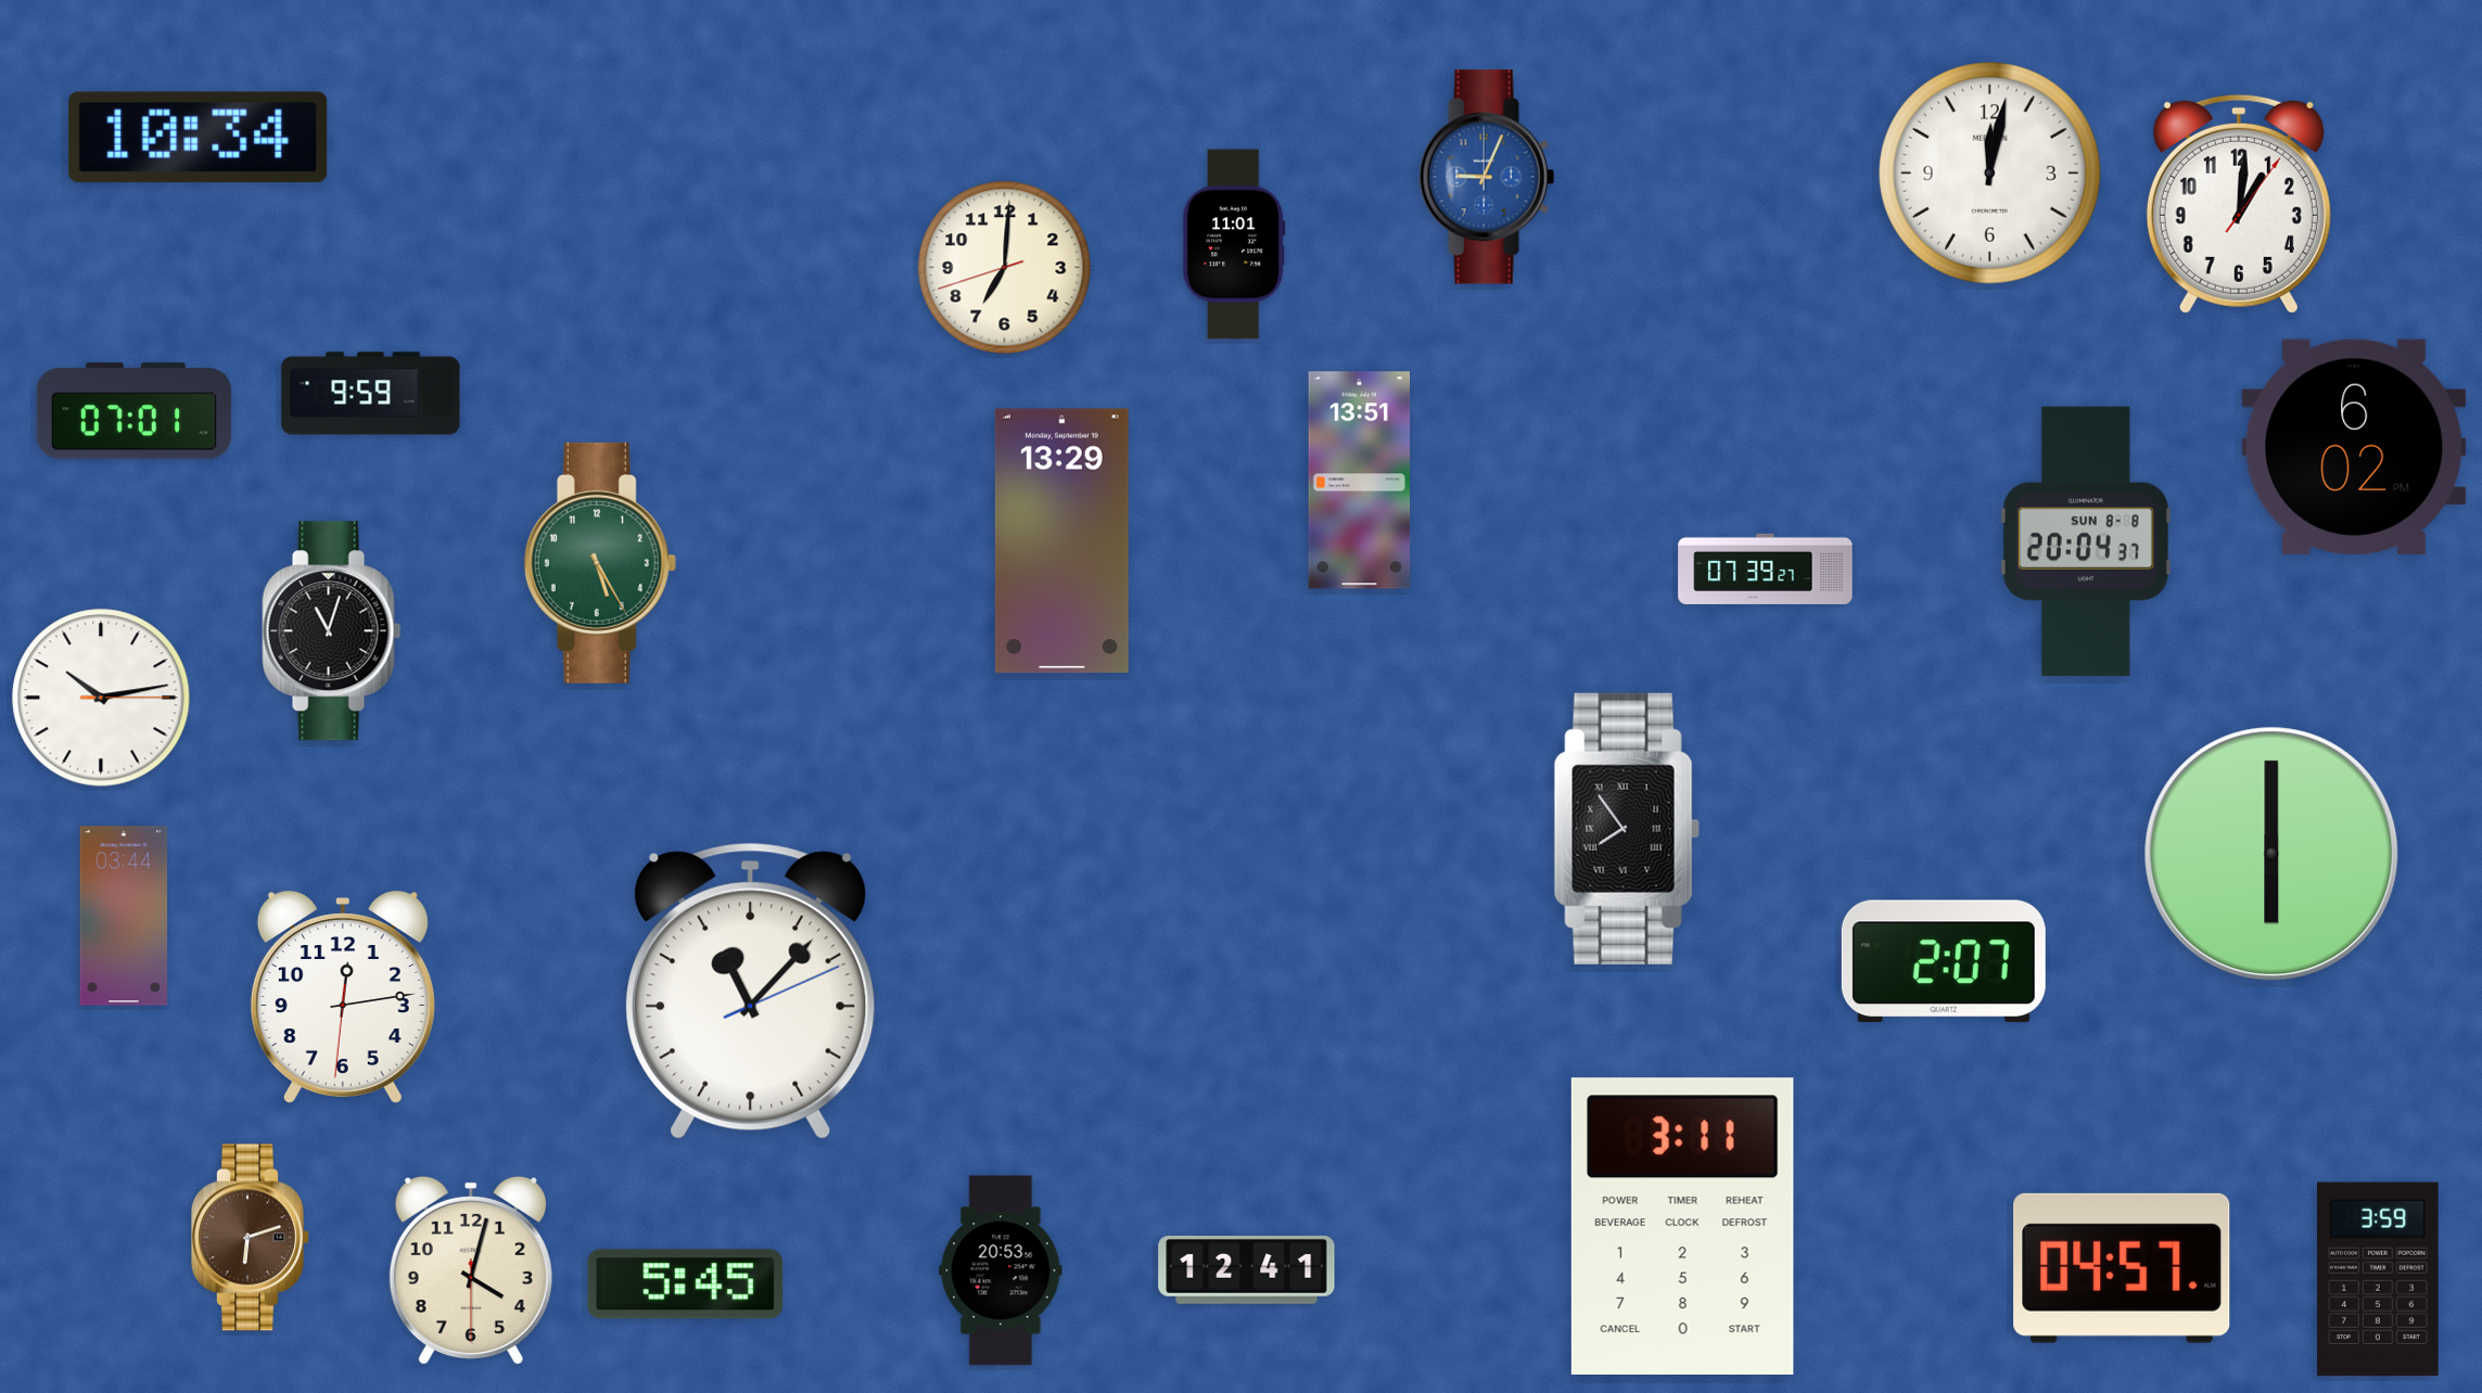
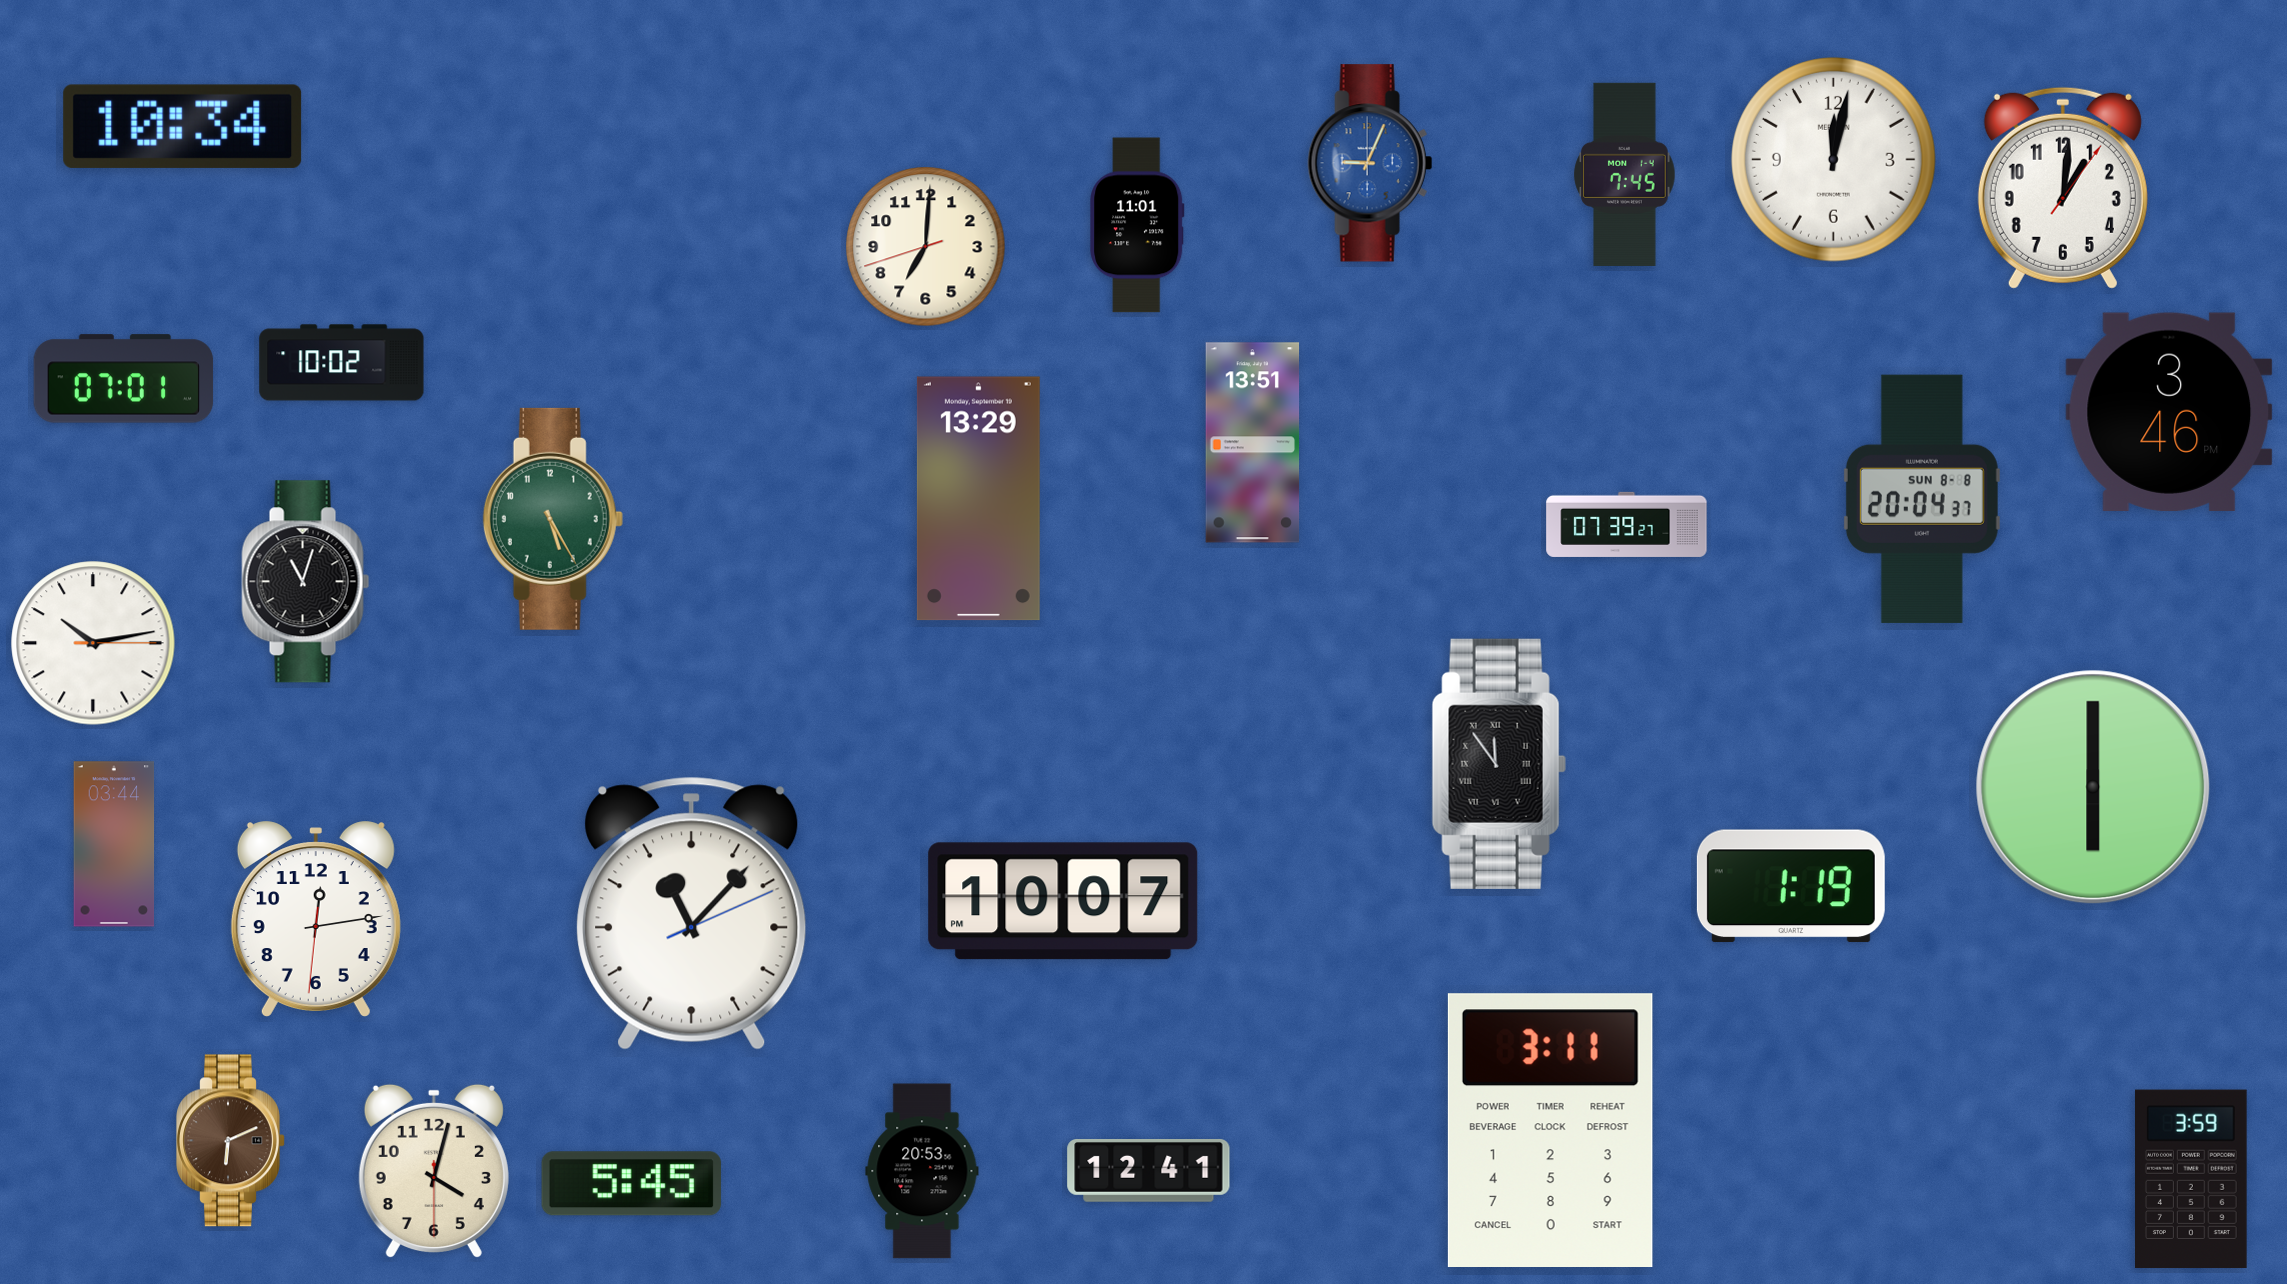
clock at (1625, 174): none -> 7:45
clock at (371, 394): 9:59 -> 10:02
clock at (2354, 447): 6:02 -> 3:46
clock at (1627, 829): 7:54 -> 11:54
clock at (1944, 961): 2:07 -> 1:19
clock at (1063, 901): none -> 10:07
clock at (251, 1238): 6:12 -> 6:11
clock at (2122, 1268): 04:57 -> none
